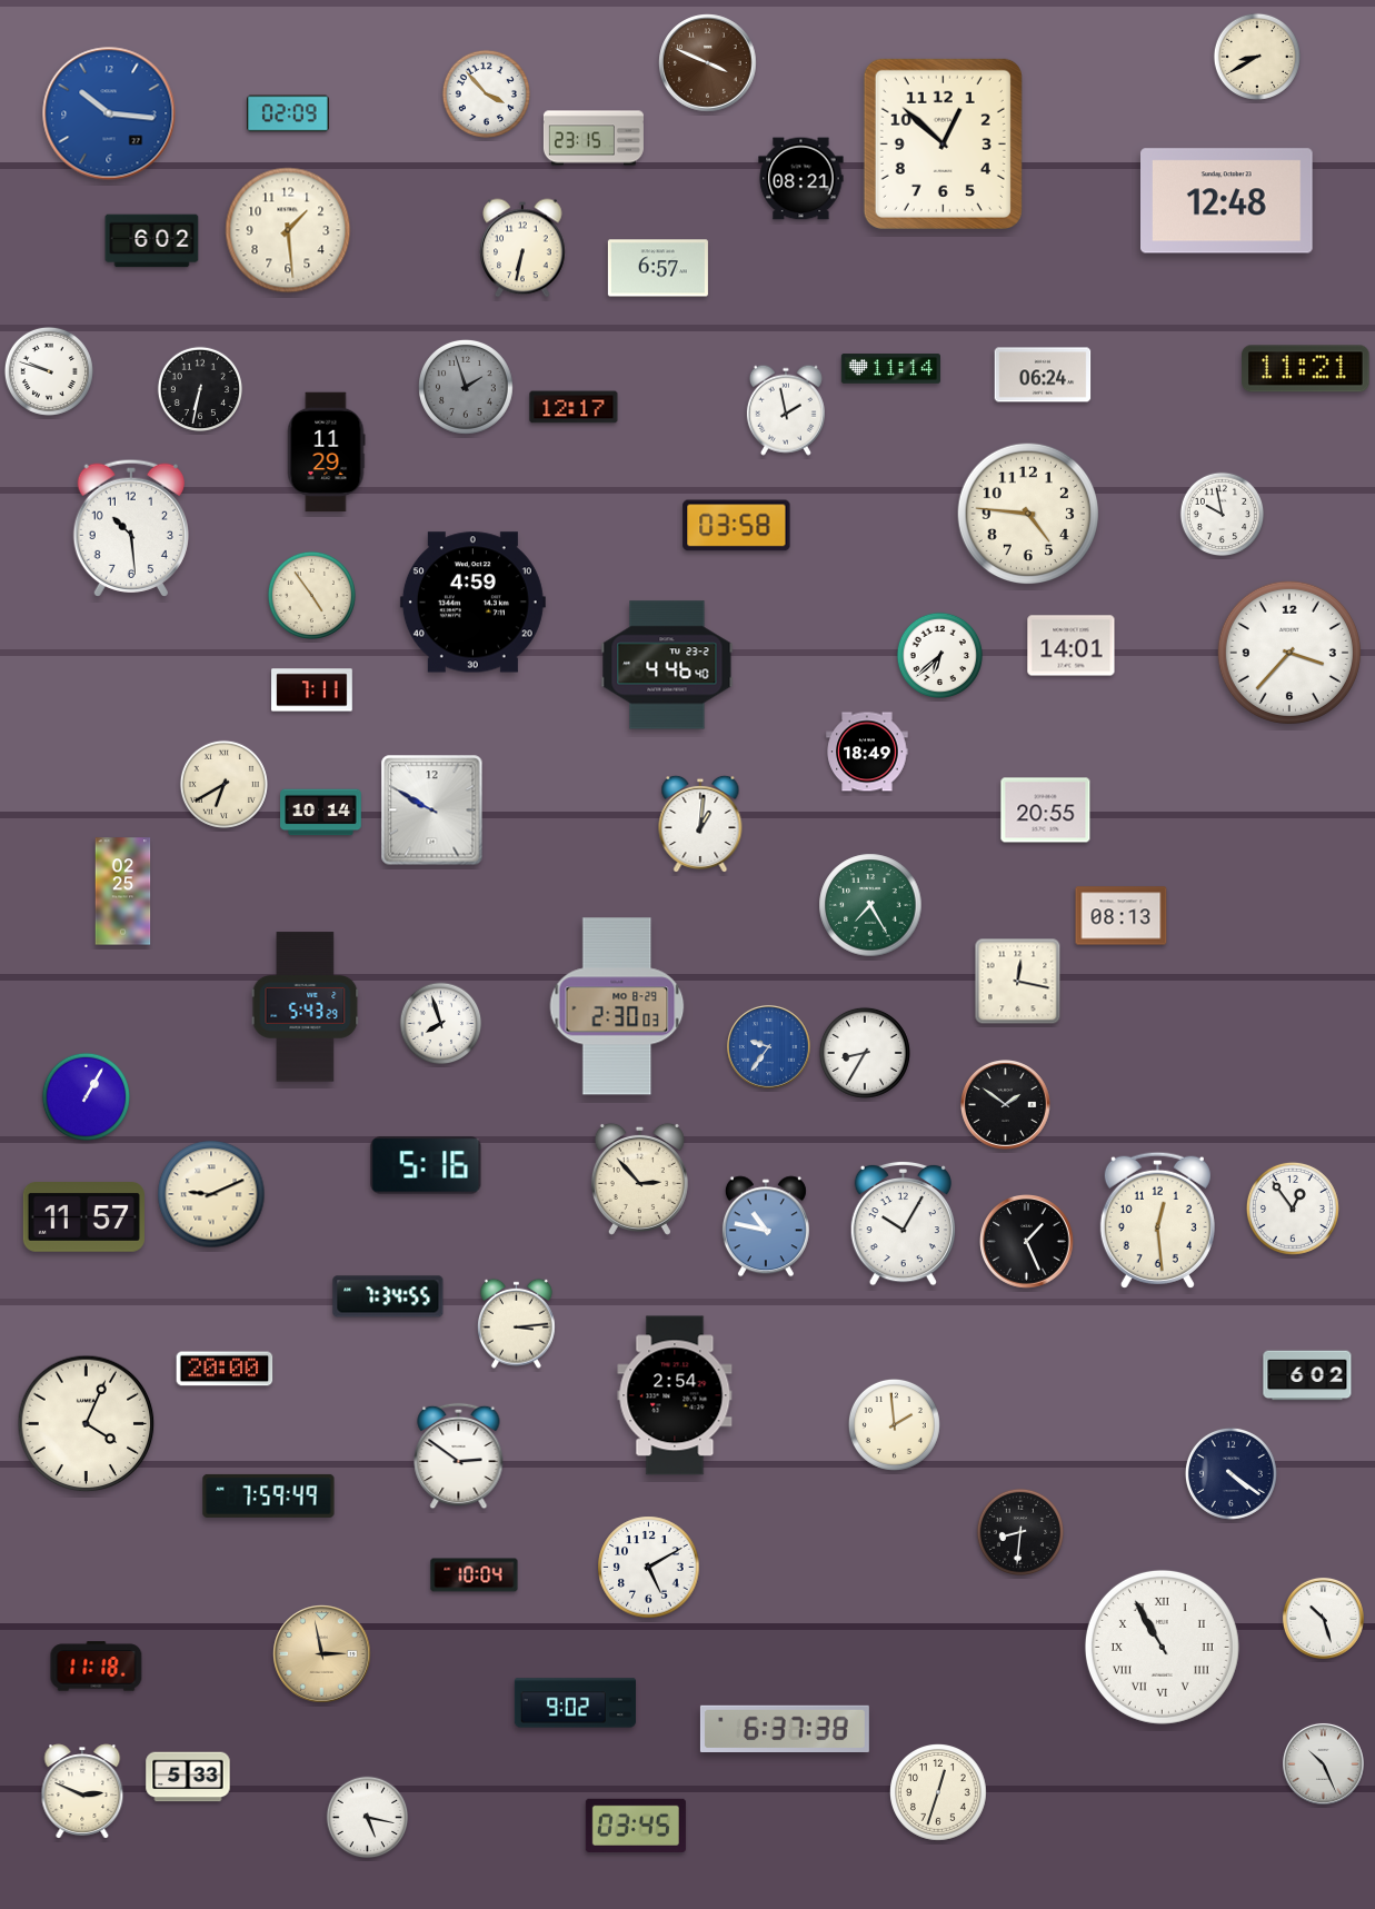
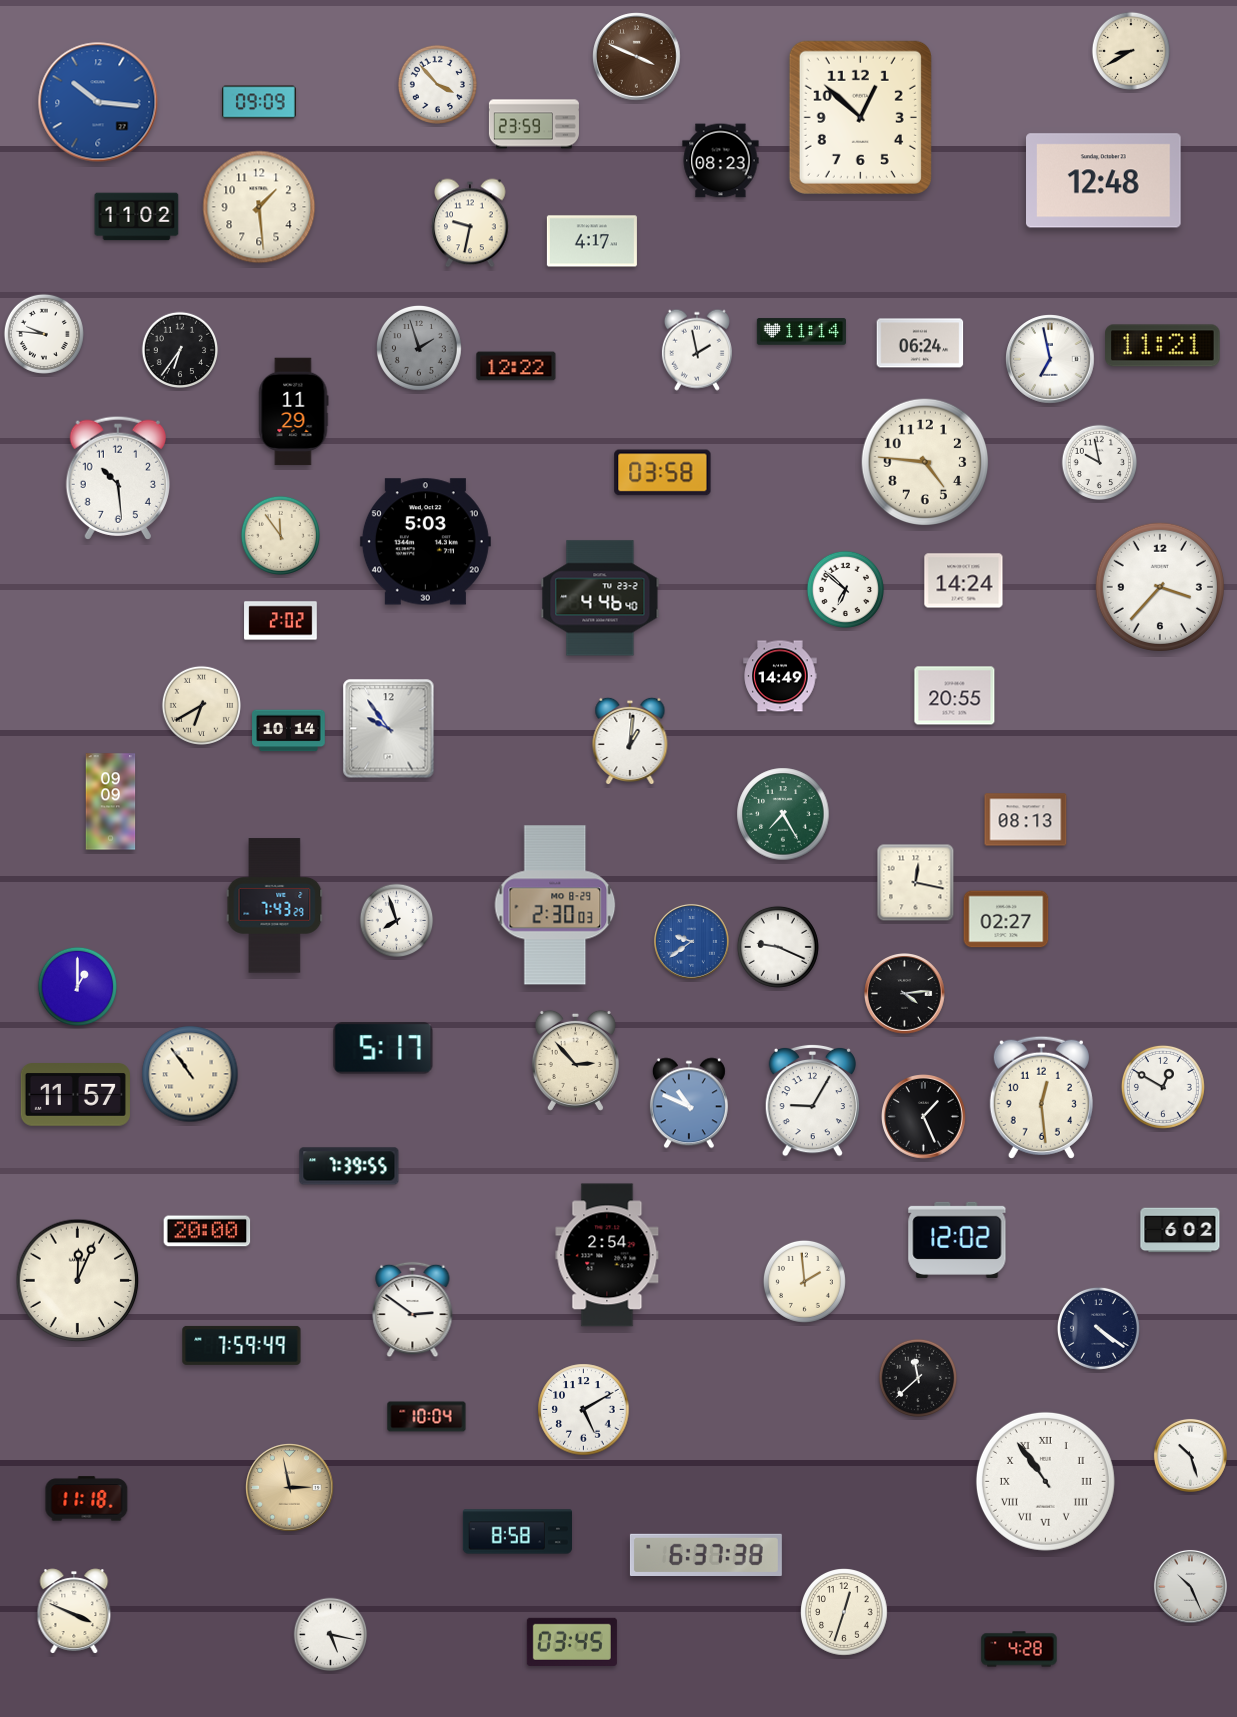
clock at (288, 113): 02:09 -> 09:09
clock at (594, 138): 23:15 -> 23:59
clock at (943, 143) position: (943, 143) -> (860, 117)
clock at (801, 179): 08:21 -> 08:23
clock at (152, 241): 6:02 -> 11:02
clock at (522, 248): 6:32 -> 9:32
clock at (658, 268): 6:57 -> 4:17
clock at (1306, 369) position: (1306, 369) -> (1163, 346)
clock at (49, 371): 9:48 -> 9:46
clock at (1043, 375) position: (1043, 375) -> (920, 343)
clock at (200, 389): 6:32 -> 6:36
clock at (1050, 359): none -> 6:58
clock at (574, 407): 12:17 -> 12:22
clock at (786, 410) position: (786, 410) -> (697, 350)
clock at (326, 453) position: (326, 453) -> (293, 412)
clock at (131, 528) position: (131, 528) -> (118, 478)
clock at (311, 595): 4:54 -> 11:54
clock at (472, 603): 4:59 -> 5:03
clock at (1072, 646): 14:01 -> 14:24
clock at (939, 655): 6:38 -> 6:52
clock at (312, 690): 7:11 -> 2:02
clock at (867, 752): 18:49 -> 14:49
clock at (432, 811): 9:50 -> 9:54
clock at (1046, 811) position: (1046, 811) -> (955, 696)
clock at (123, 892): 02:25 -> 09:09
clock at (1122, 916) position: (1122, 916) -> (1026, 820)
clock at (306, 1007): 5:43 -> 7:43
clock at (1006, 919): none -> 02:27
clock at (768, 1046): 9:36 -> 9:39
clock at (865, 1053): 8:35 -> 9:19
clock at (86, 1096): 1:05 -> 1:00
clock at (1006, 1105): 1:51 -> 4:14
clock at (426, 1165): 5:16 -> 5:17
clock at (211, 1194): 9:11 -> 10:54
clock at (1293, 1209): 12:54 -> 12:50
clock at (903, 1223): 10:05 -> 9:05
clock at (766, 1226): 10:47 -> 10:49
clock at (388, 1296): 7:34 -> 7:39
clock at (516, 1323): 3:14 -> none
clock at (225, 1369) position: (225, 1369) -> (207, 1231)
clock at (1307, 1375) position: (1307, 1375) -> (1180, 1230)
clock at (957, 1240): none -> 12:02
clock at (87, 1424): 4:04 -> 12:04
clock at (1230, 1473) position: (1230, 1473) -> (1098, 1328)
clock at (1020, 1532): 8:31 -> 11:38
clock at (1162, 1647): 10:55 -> 10:54
clock at (575, 1703): 9:02 -> 8:58
clock at (188, 1777): 5:33 -> none
clock at (82, 1791): 2:49 -> 3:49
clock at (1019, 1649): none -> 4:28
